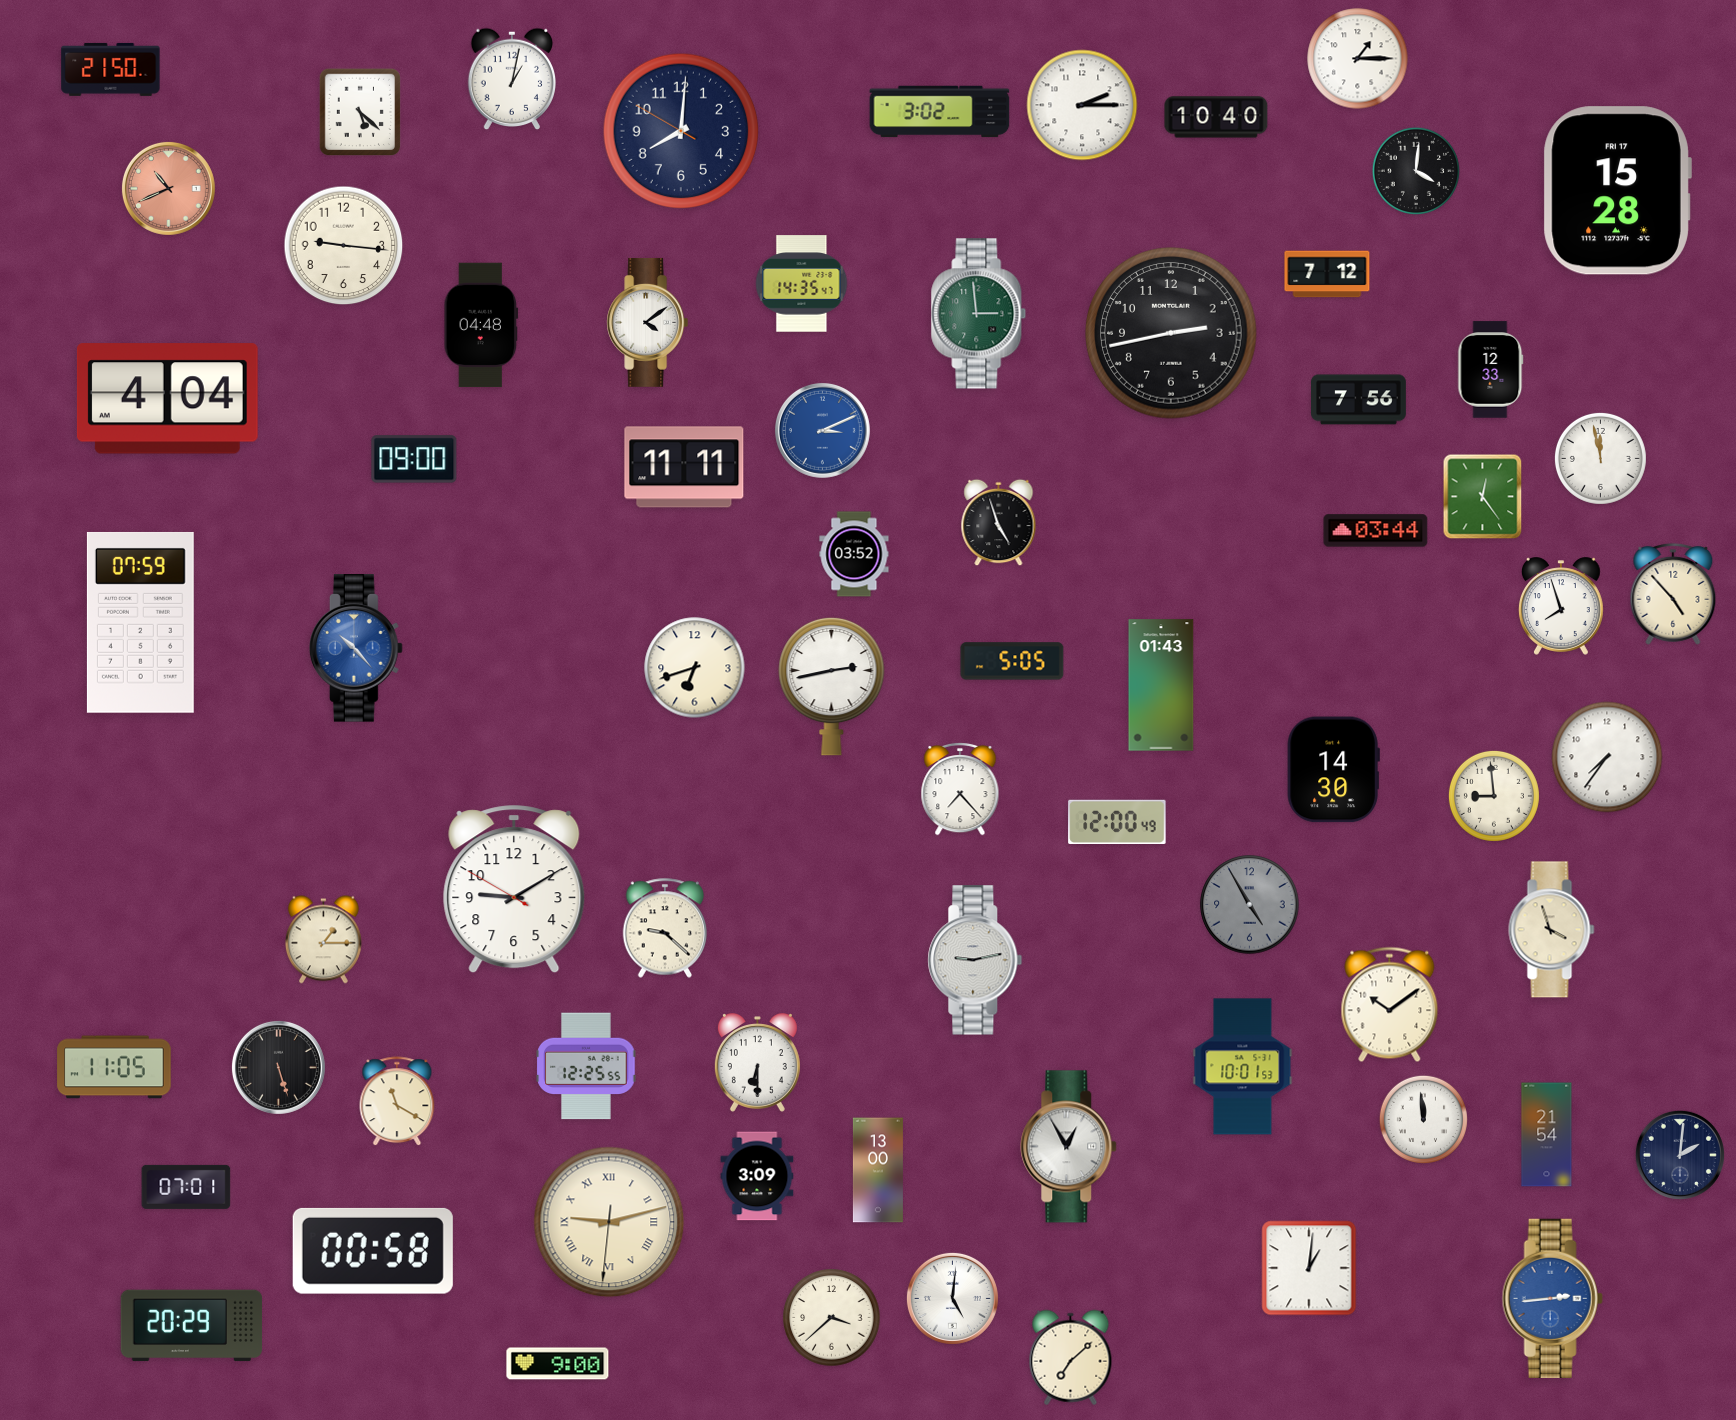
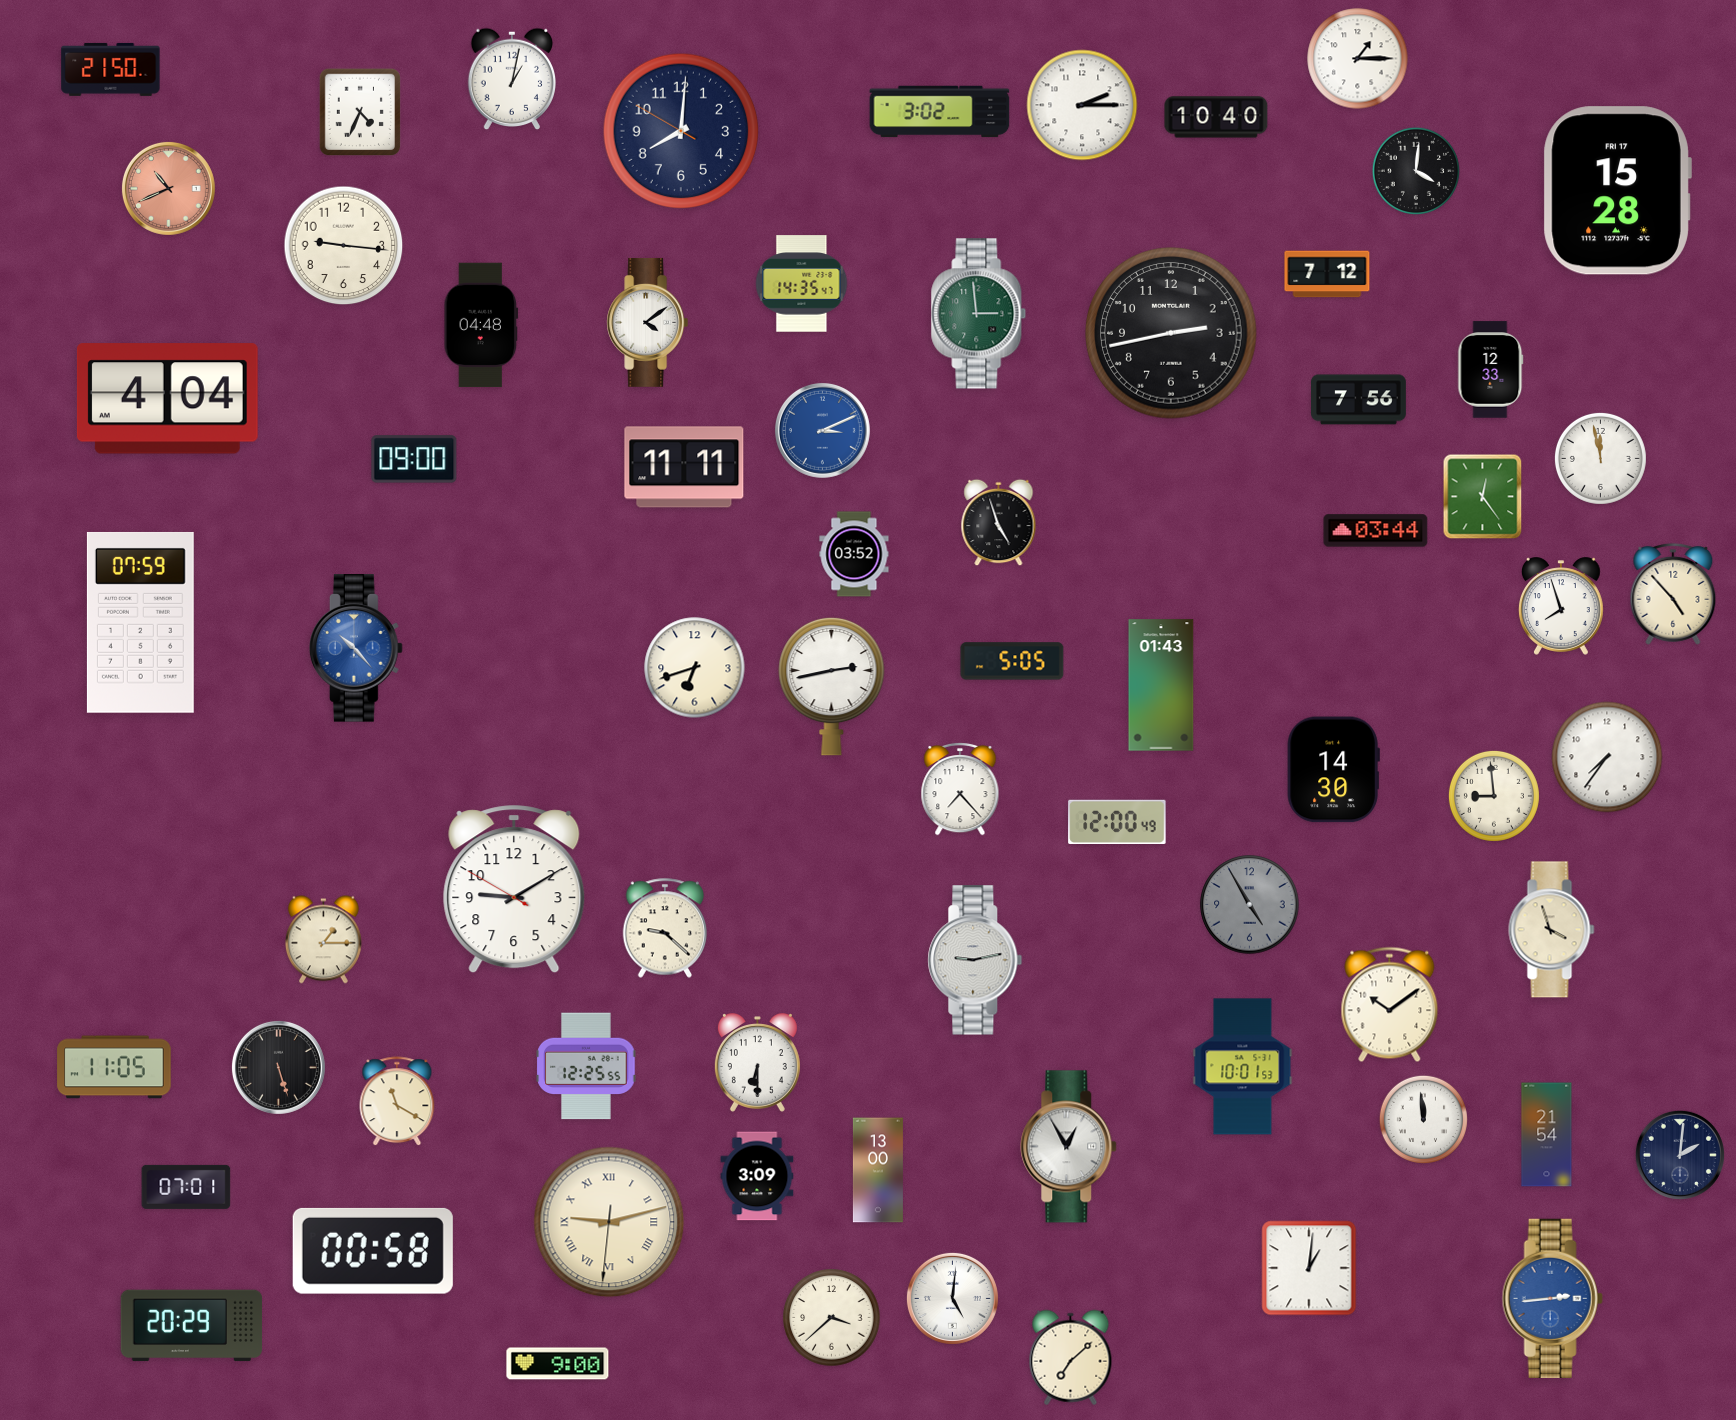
clock at (359, 112): 5:22 -> 4:34
